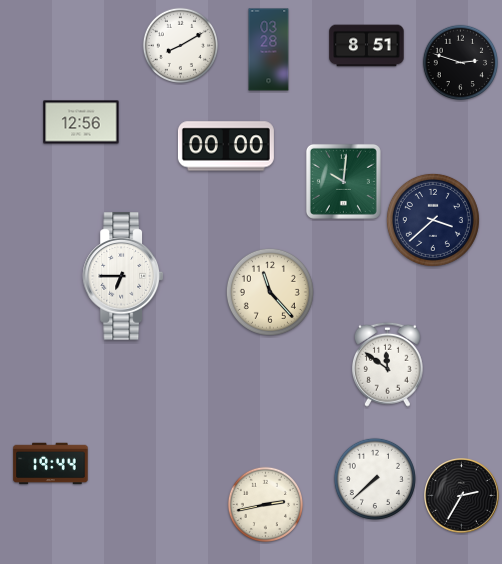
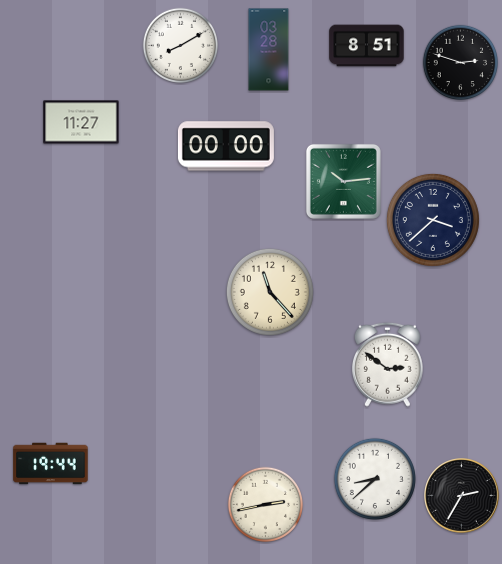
clock at (81, 122): 12:56 -> 11:27
clock at (343, 181): 10:01 -> 10:14
clock at (122, 276): 6:45 -> none
clock at (387, 364): 11:51 -> 2:51
clock at (375, 479): 7:38 -> 8:38
